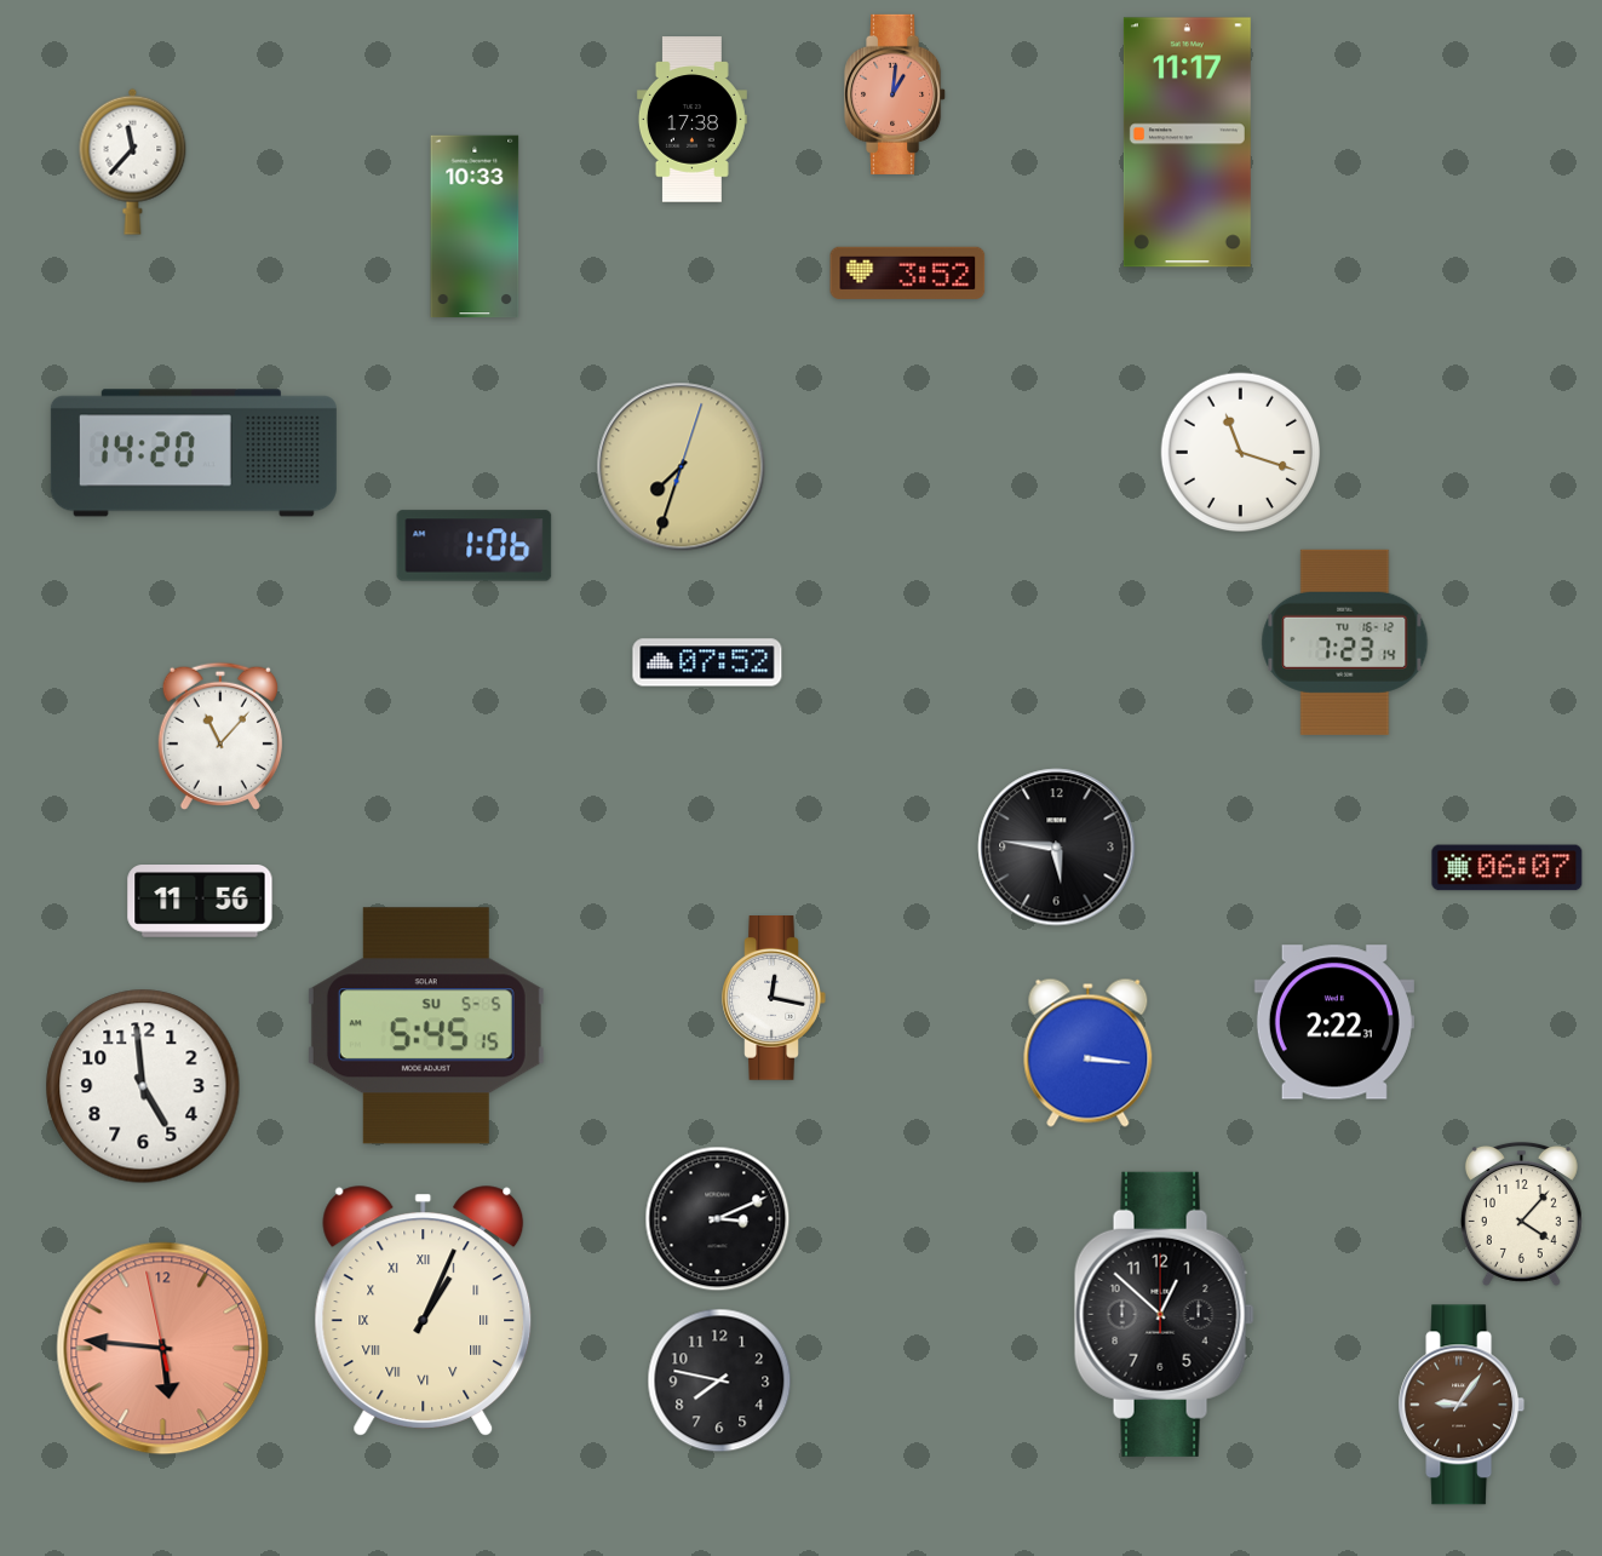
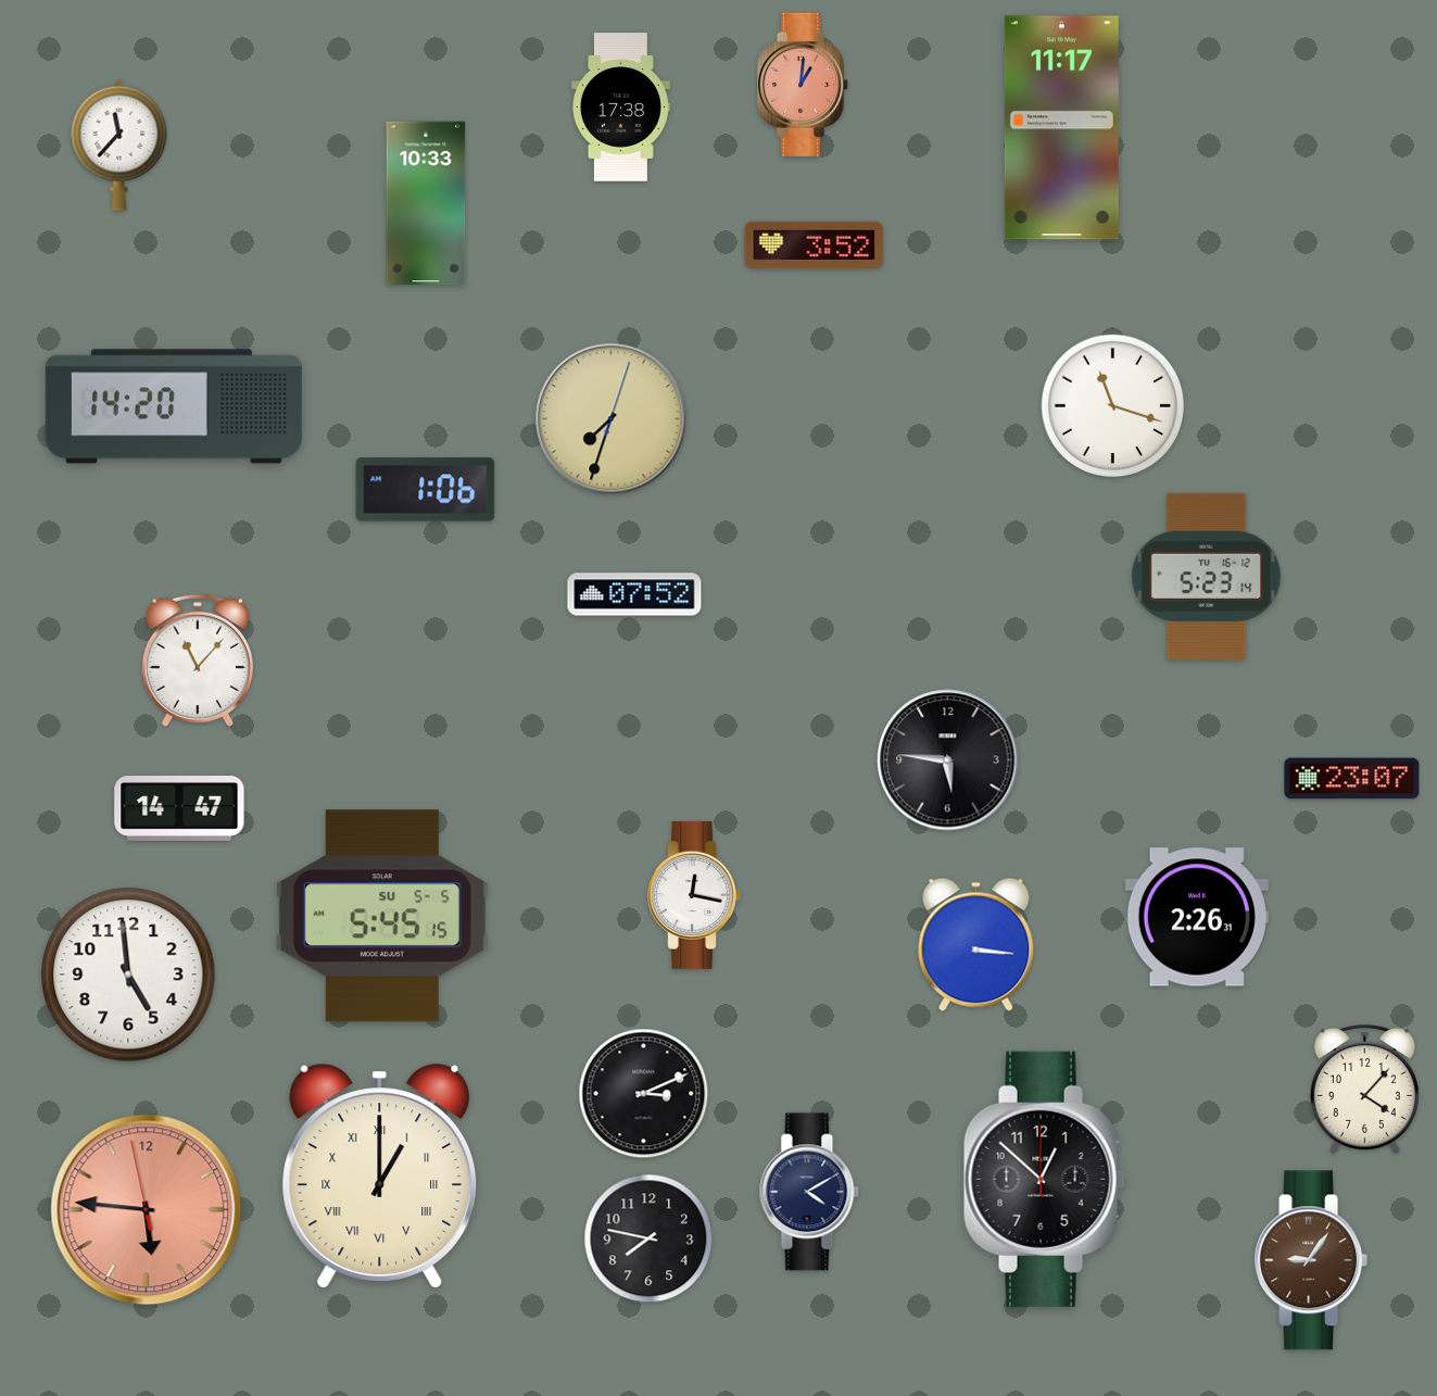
clock at (1187, 143) position: (1187, 143) -> (1061, 128)
clock at (1345, 642): 7:23 -> 5:23
clock at (1508, 868): 06:07 -> 23:07
clock at (200, 902): 11:56 -> 14:47
clock at (1334, 1022): 2:22 -> 2:26
clock at (426, 1026) position: (426, 1026) -> (382, 916)
clock at (424, 1311): 1:04 -> 1:00
clock at (809, 1192): none -> 4:10
clock at (719, 1380) position: (719, 1380) -> (648, 1238)
